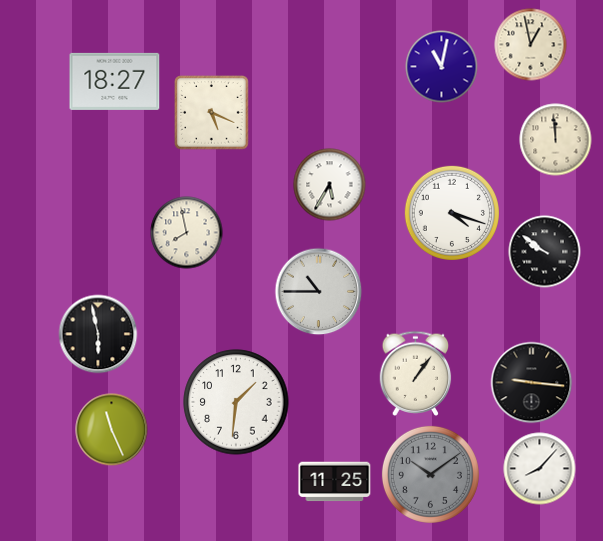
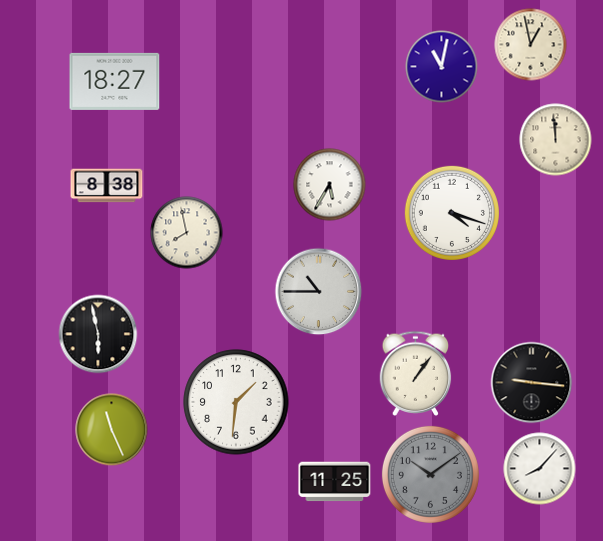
clock at (212, 113): 5:19 -> none
clock at (107, 186): none -> 8:38
clock at (545, 252): 9:51 -> none
